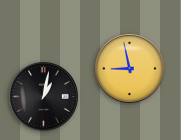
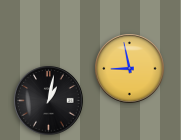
clock at (44, 97) position: (44, 97) -> (49, 101)
